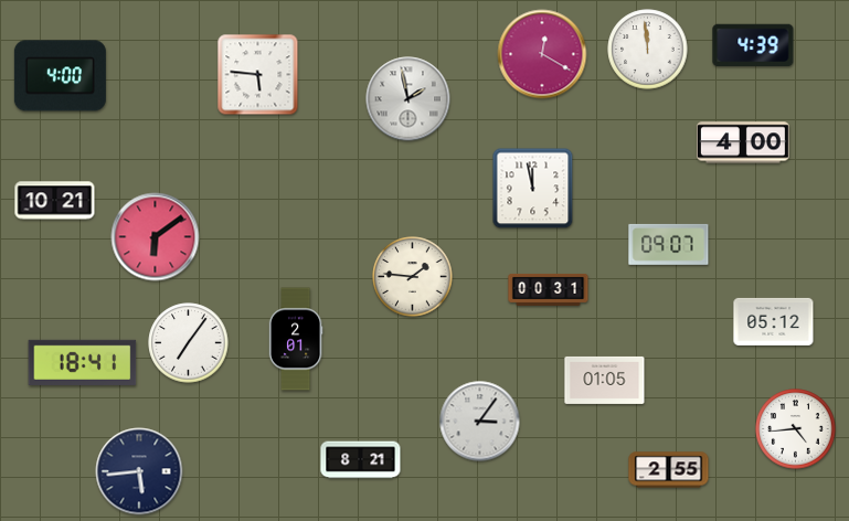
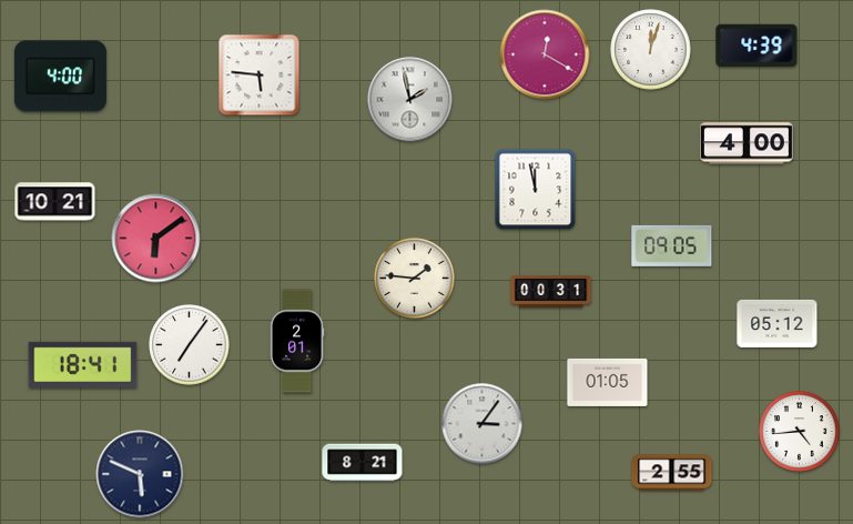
clock at (648, 50): 11:59 -> 12:03
clock at (669, 244): 09:07 -> 09:05
clock at (139, 471): 5:44 -> 5:49
